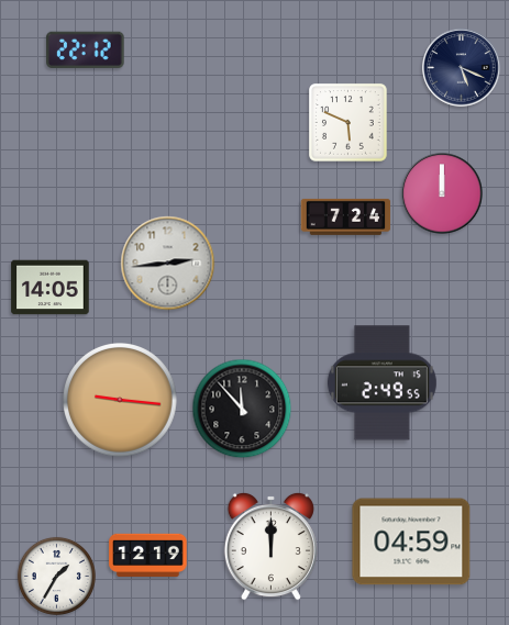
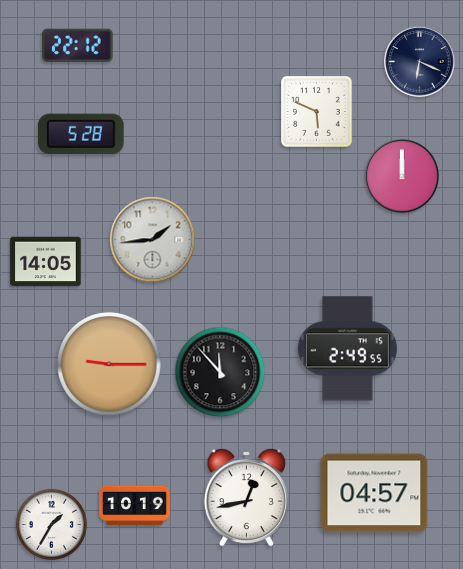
clock at (462, 68): 5:19 -> 6:19
clock at (82, 133): none -> 5:28
clock at (346, 216): 7:24 -> none
clock at (168, 264): 2:44 -> 1:44
clock at (121, 401): 9:16 -> 9:15
clock at (411, 542): 04:59 -> 04:57
clock at (270, 546): 12:00 -> 12:43
clock at (148, 556): 12:19 -> 10:19
